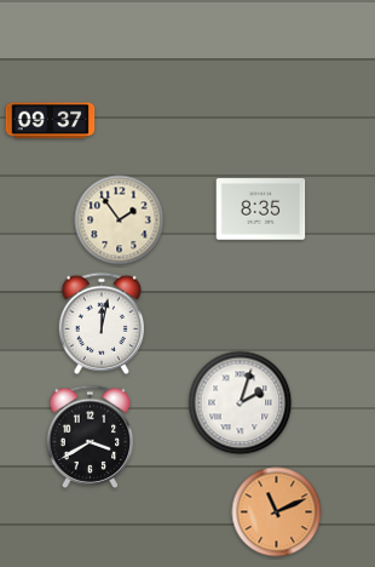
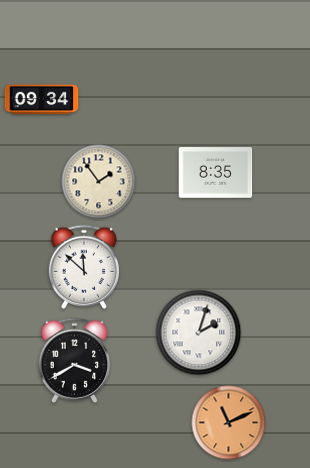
clock at (51, 121): 09:37 -> 09:34
clock at (100, 323): 12:02 -> 11:52
